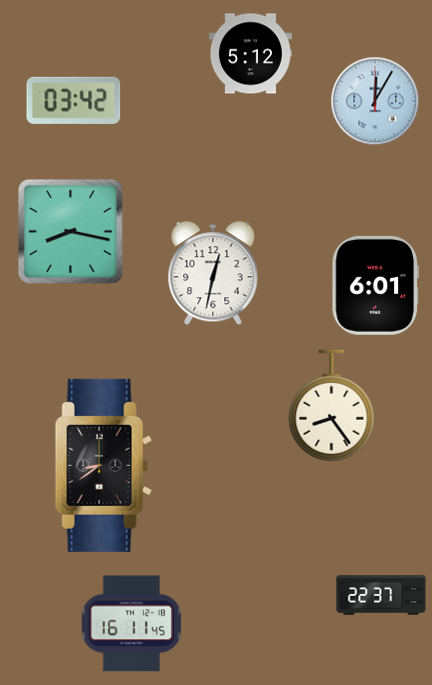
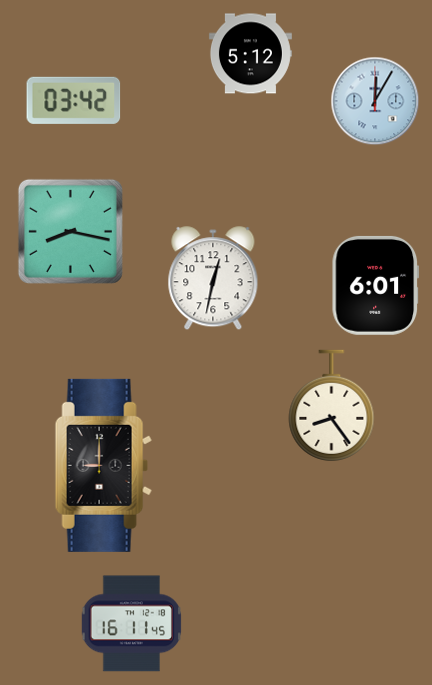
clock at (213, 274) position: (213, 274) -> (213, 279)
clock at (103, 465): 8:39 -> 9:00
clock at (381, 595): 22:37 -> none
